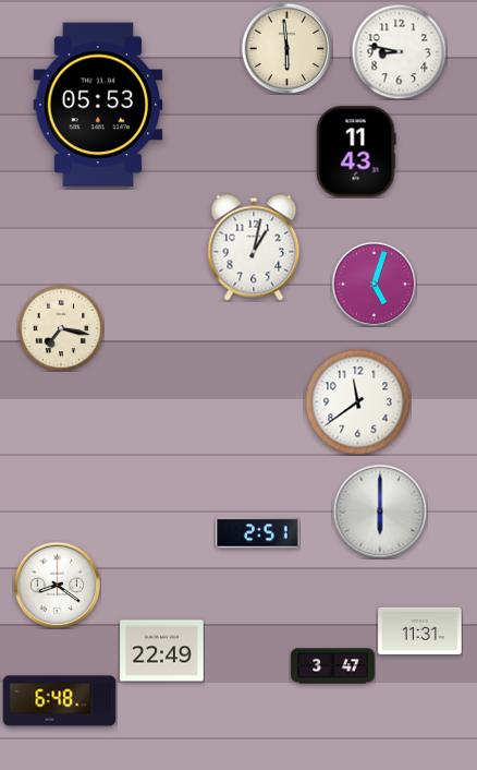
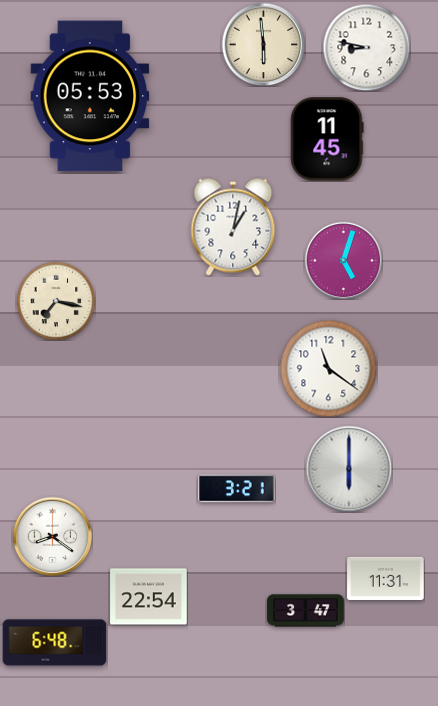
clock at (356, 152): 11:43 -> 11:45
clock at (357, 401): 11:39 -> 11:21
clock at (258, 533): 2:51 -> 3:21
clock at (162, 651): 22:49 -> 22:54
